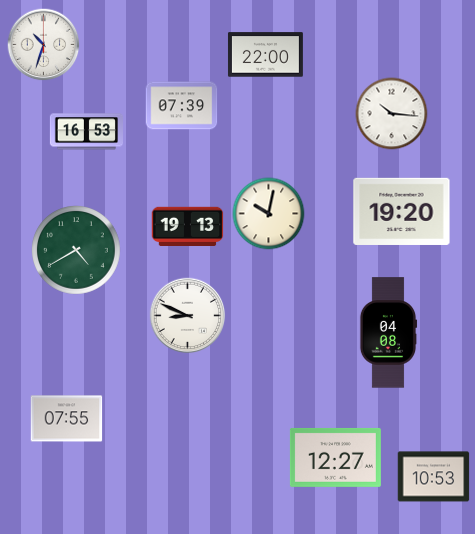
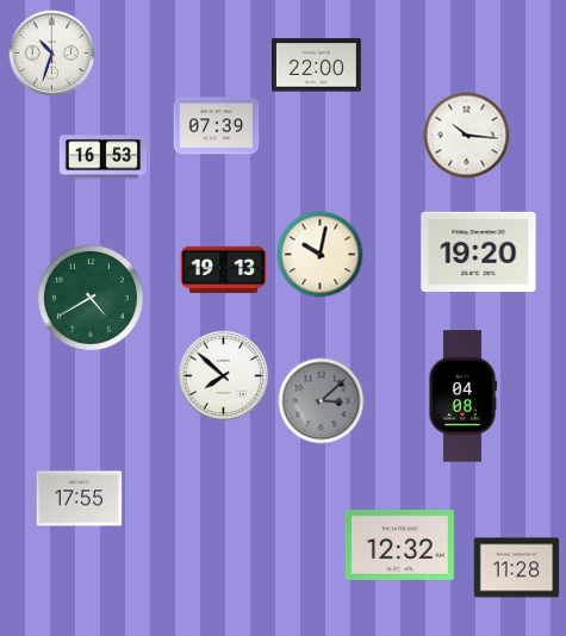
clock at (188, 316): 8:49 -> 7:52
clock at (322, 401): none -> 3:08
clock at (67, 419): 07:55 -> 17:55
clock at (335, 457): 12:27 -> 12:32
clock at (434, 477): 10:53 -> 11:28
